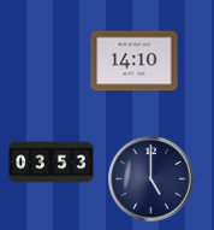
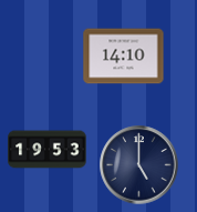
clock at (52, 163): 03:53 -> 19:53
